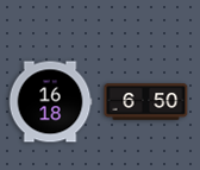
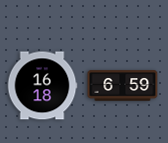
clock at (146, 102): 6:50 -> 6:59
